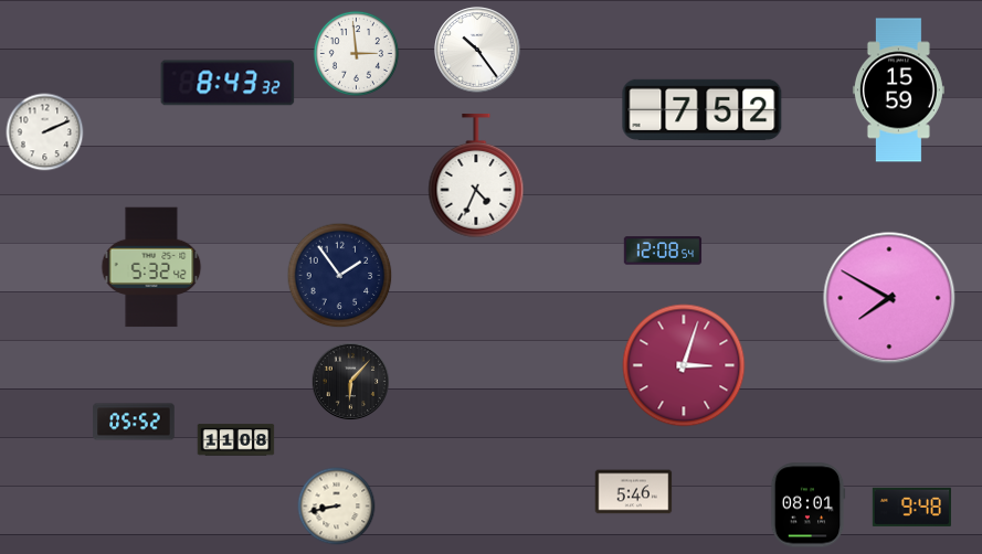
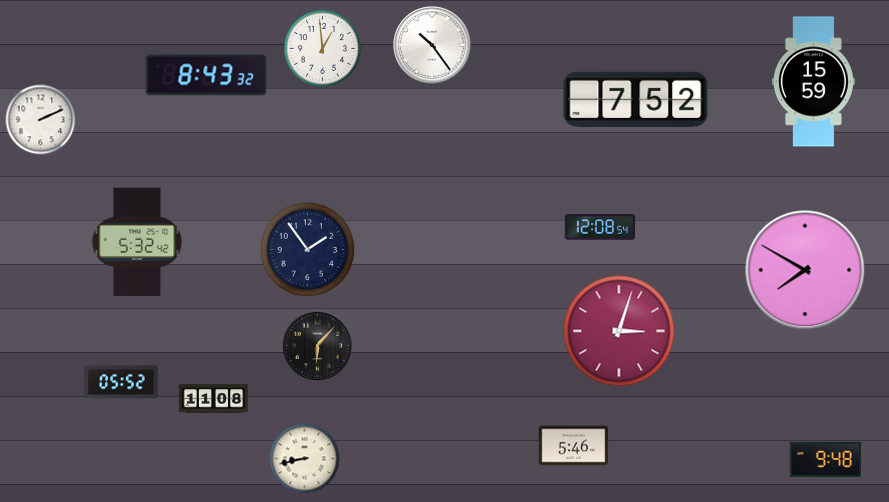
clock at (356, 53): 2:59 -> 12:59
clock at (476, 175): 4:34 -> none
clock at (807, 505): 08:01 -> none
